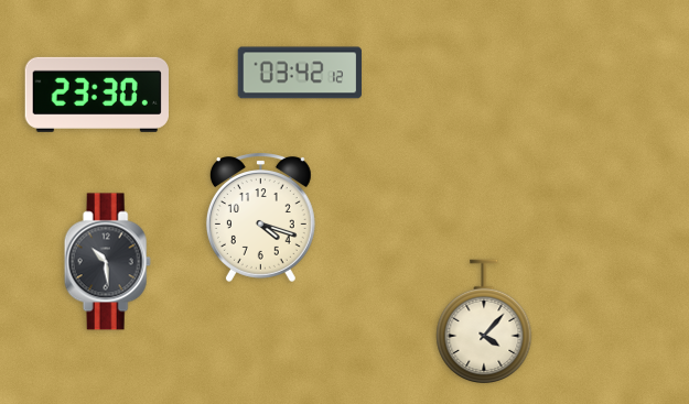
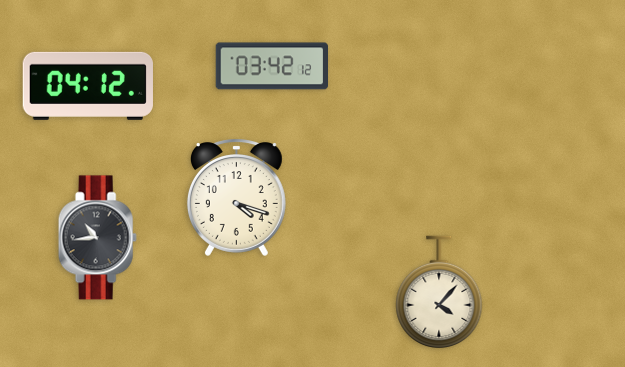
clock at (97, 95): 23:30 -> 04:12
clock at (107, 262): 10:29 -> 10:44
